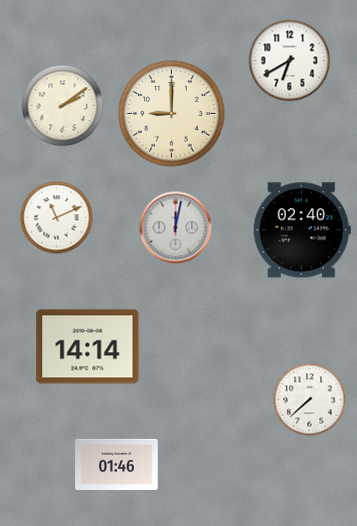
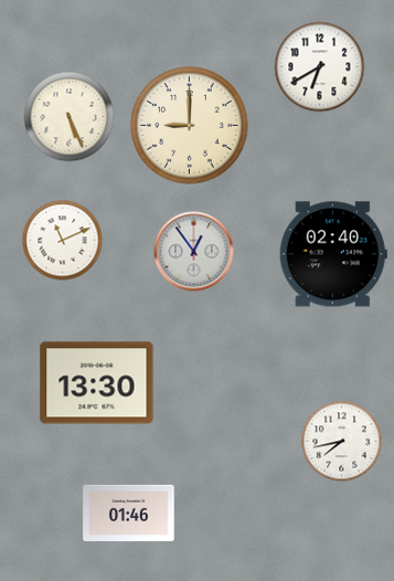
clock at (63, 106): 2:09 -> 5:26
clock at (176, 228): 12:02 -> 12:54
clock at (88, 347): 14:14 -> 13:30
clock at (310, 400): 7:38 -> 7:43
